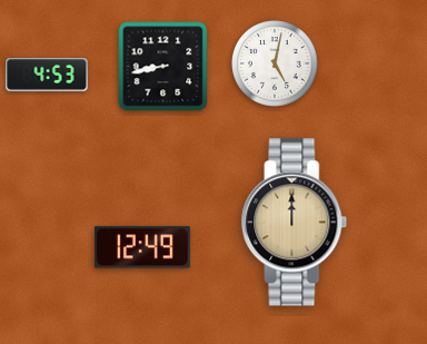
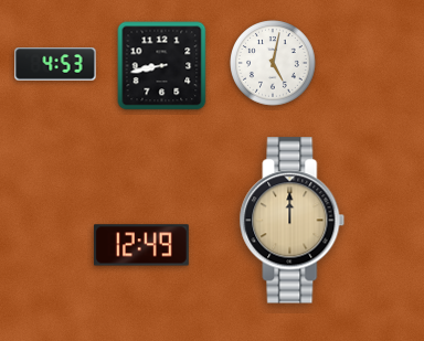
clock at (47, 75) position: (47, 75) -> (55, 64)
